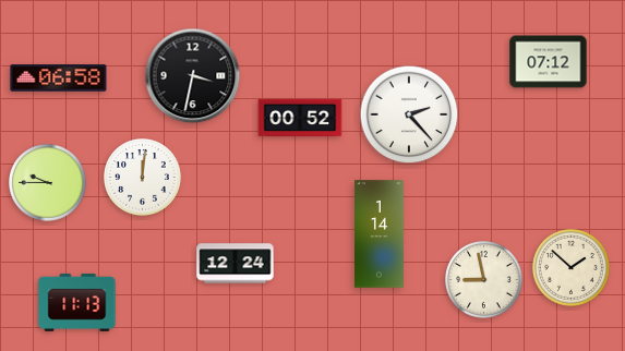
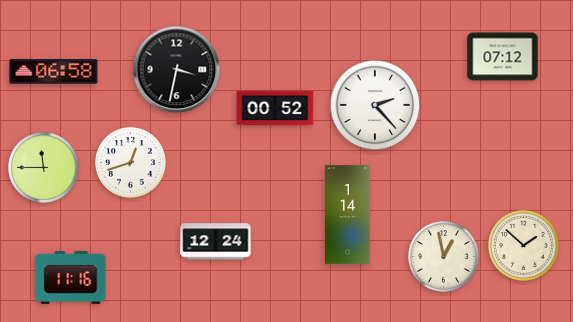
clock at (143, 178): 12:01 -> 12:42
clock at (48, 183): 9:45 -> 11:45
clock at (484, 280): 8:58 -> 12:58
clock at (77, 302): 11:13 -> 11:16
